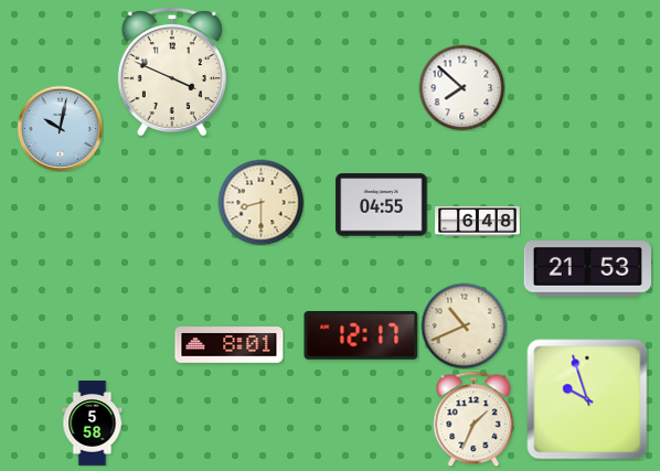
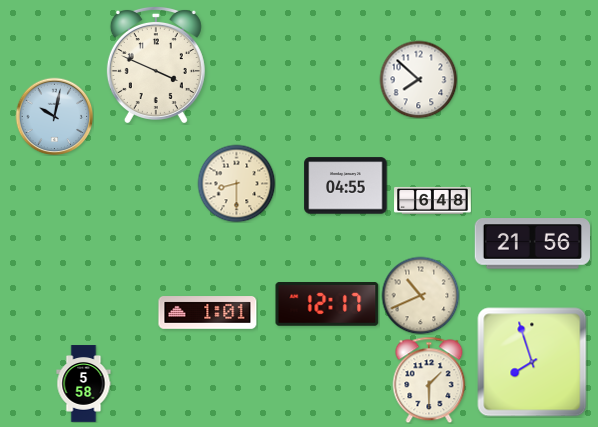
clock at (587, 269): 21:53 -> 21:56
clock at (230, 345): 8:01 -> 1:01
clock at (587, 399): 9:57 -> 7:57
clock at (473, 419): 1:34 -> 1:30
